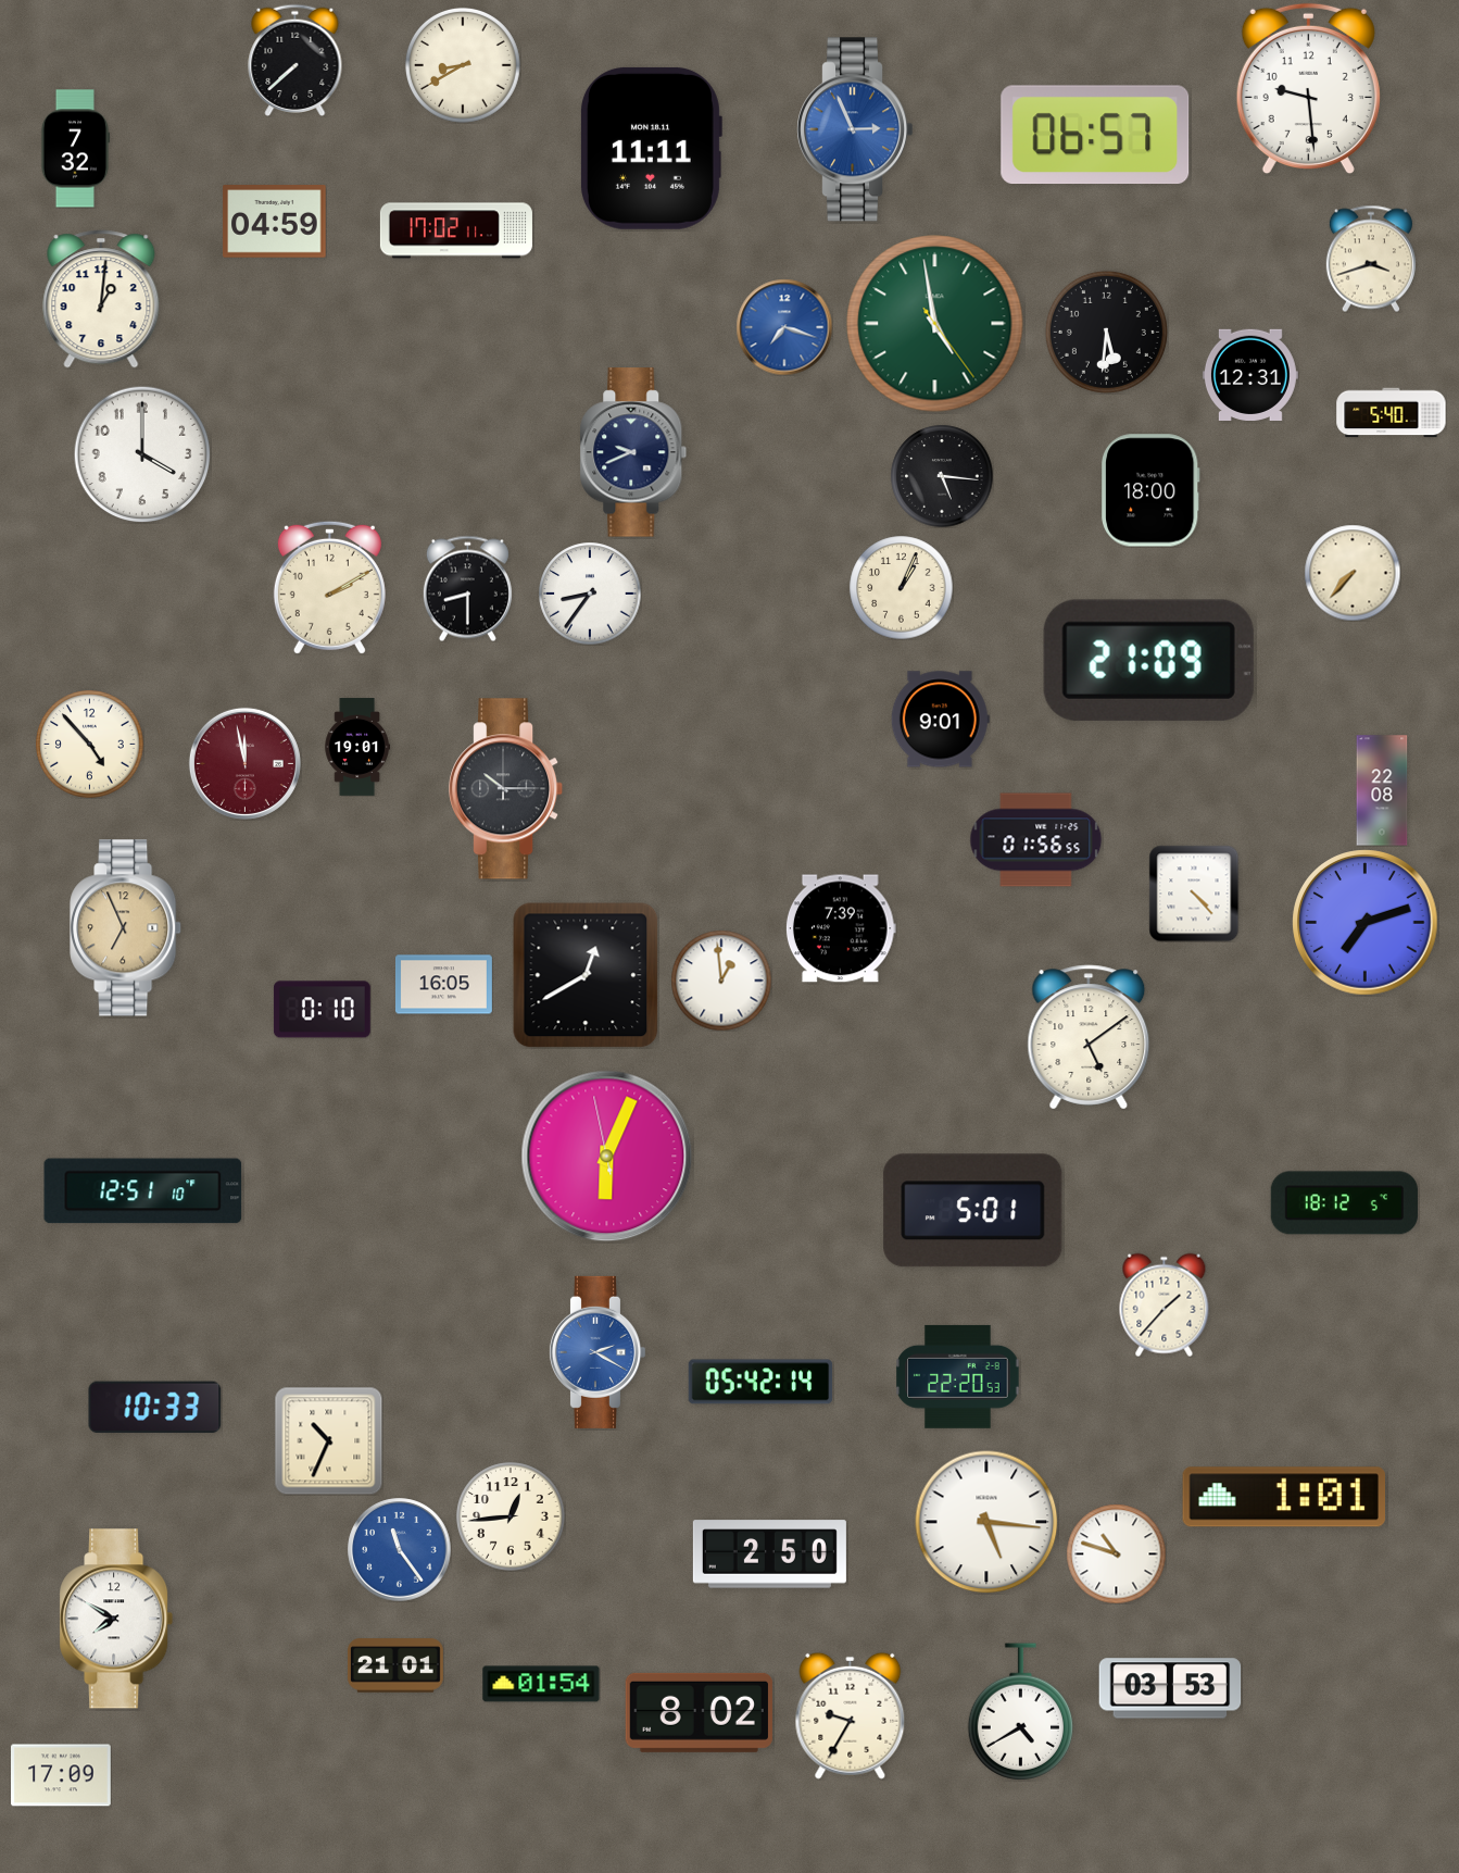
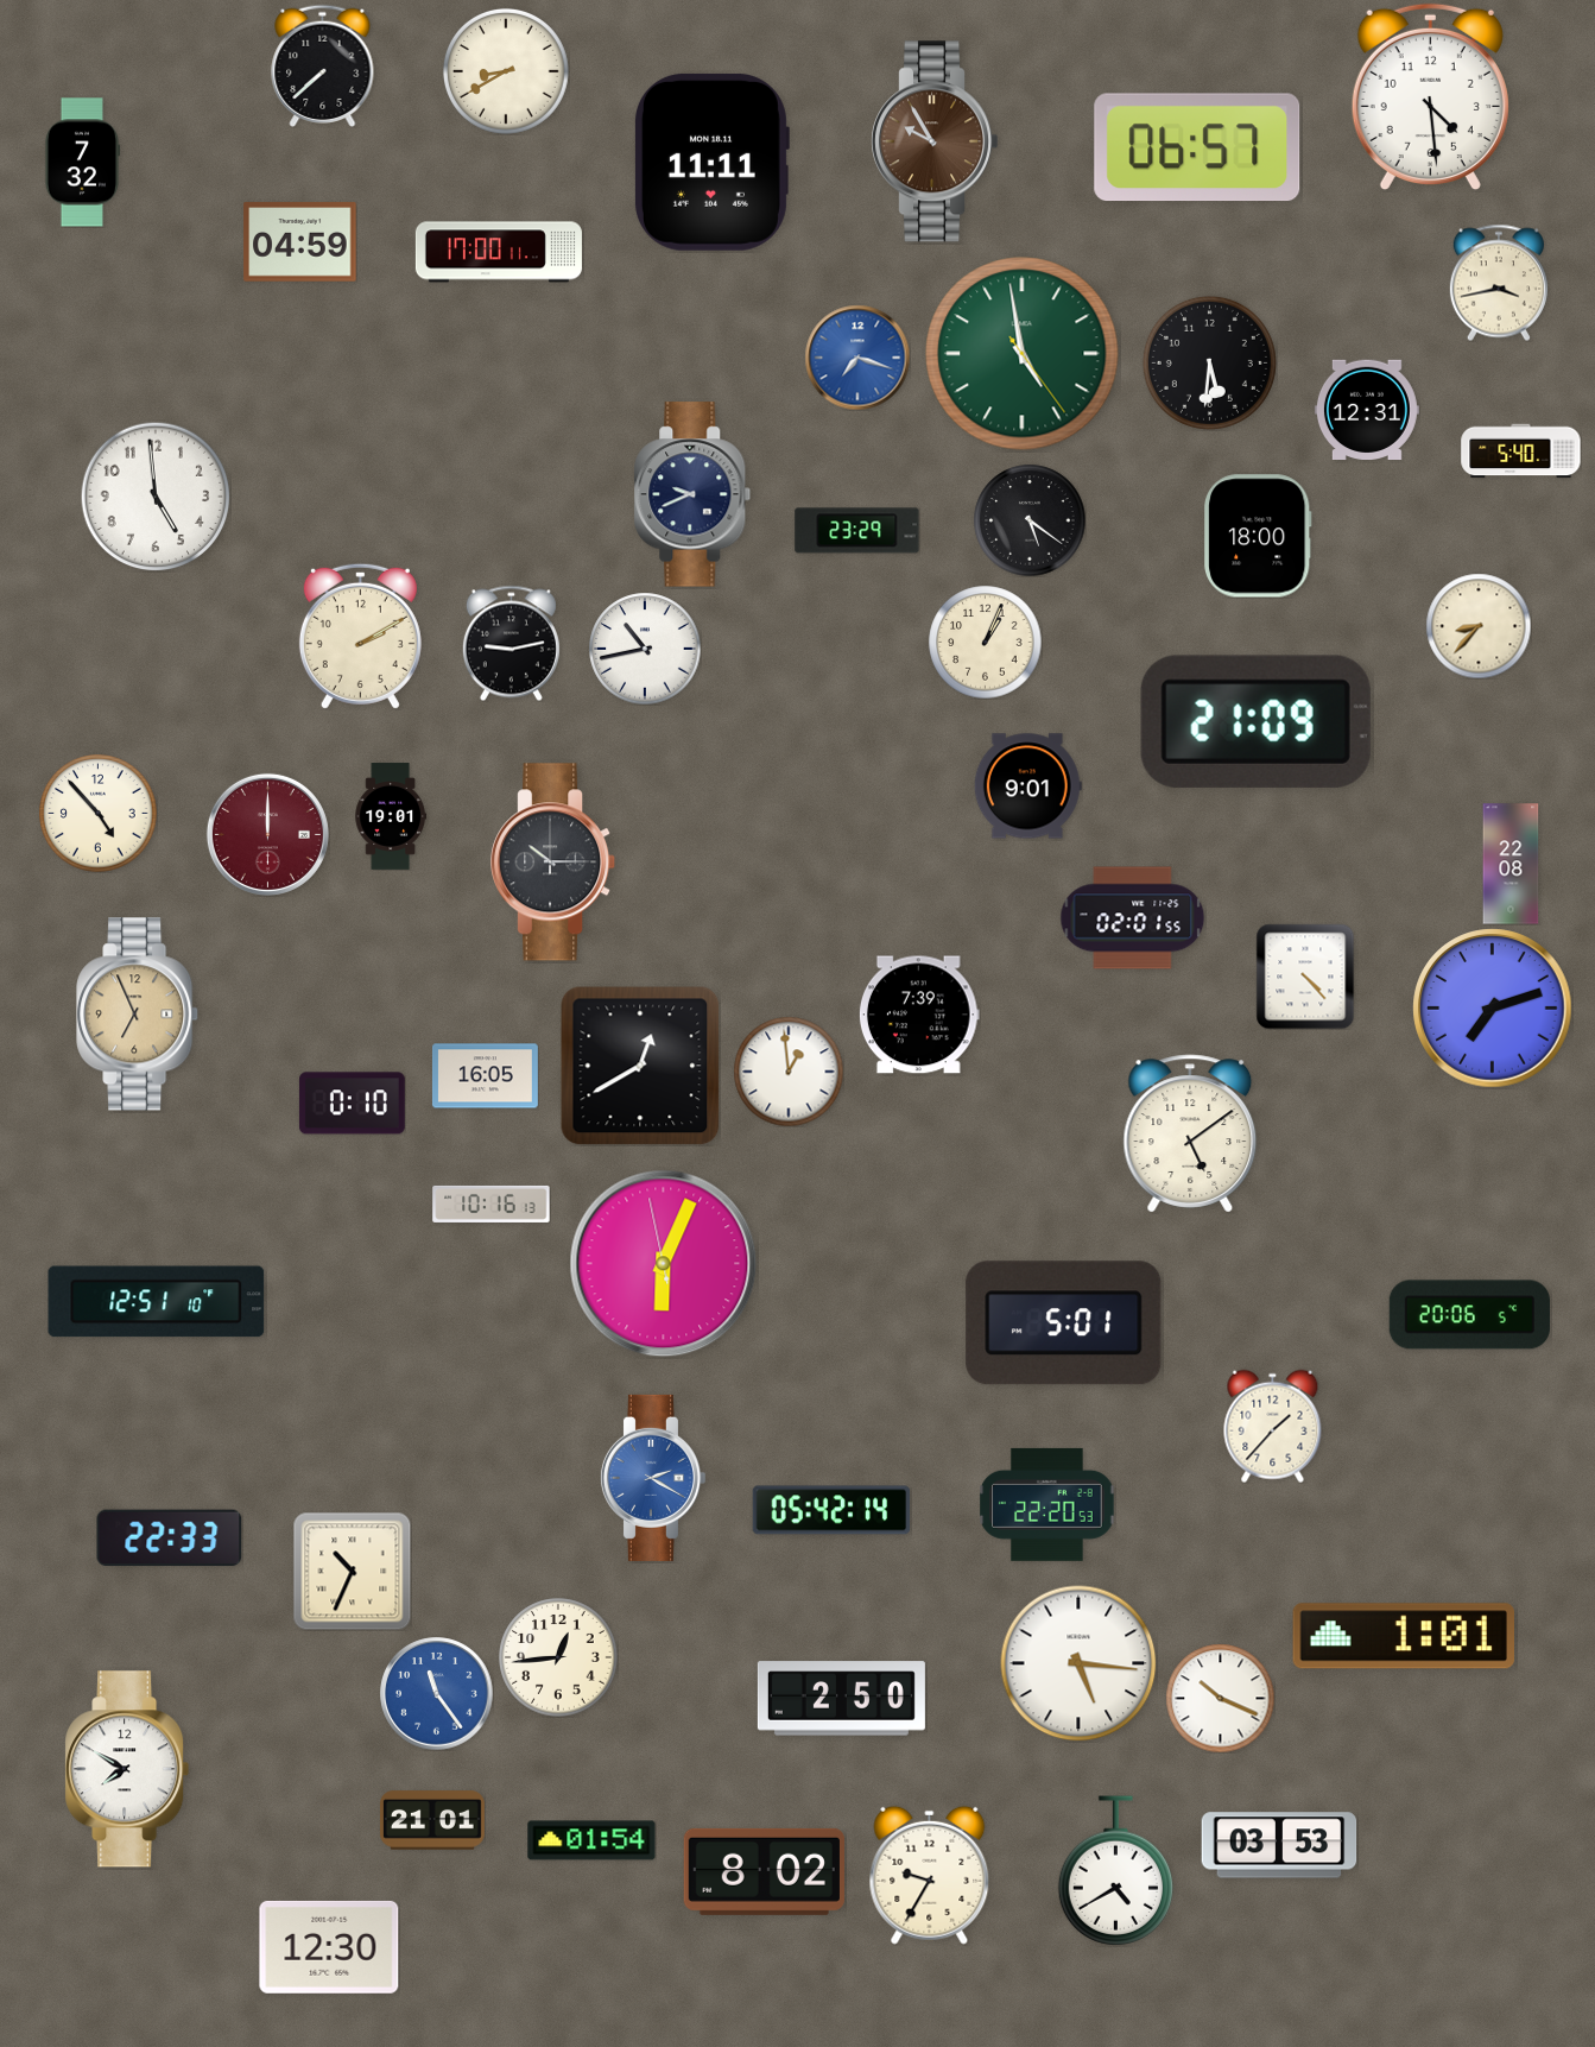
clock at (1308, 89): 9:29 -> 4:29
clock at (855, 129): 2:56 -> 9:55
clock at (855, 129) dial: blue -> brown
clock at (456, 230): 17:02 -> 17:00
clock at (1371, 259): 3:42 -> 3:43
clock at (101, 299): 1:01 -> none
clock at (142, 454): 4:00 -> 4:59
clock at (942, 476): 5:16 -> 5:21
clock at (857, 531): none -> 23:29
clock at (1353, 573): 7:37 -> 8:37
clock at (329, 587) position: (329, 587) -> (360, 636)
clock at (467, 588): 8:30 -> 9:13
clock at (590, 594): 8:36 -> 10:43
clock at (244, 763): 11:58 -> 12:00
clock at (1036, 840): 01:56 -> 02:01
clock at (492, 1203): none -> 10:16
clock at (1344, 1203): 18:12 -> 20:06
clock at (155, 1408): 10:33 -> 22:33
clock at (328, 1440) position: (328, 1440) -> (352, 1571)
clock at (1116, 1553): 10:48 -> 10:19
clock at (62, 1775): 17:09 -> none
clock at (329, 1947): none -> 12:30
